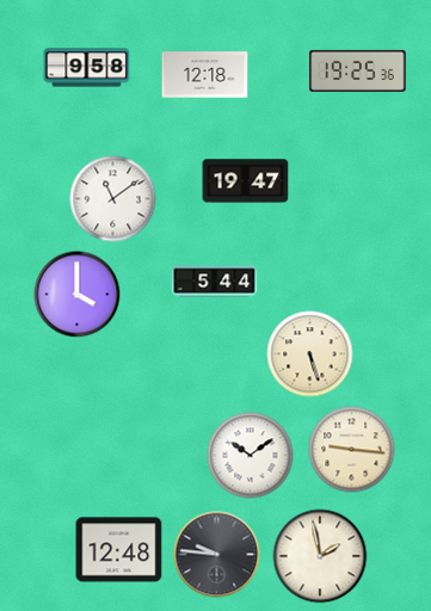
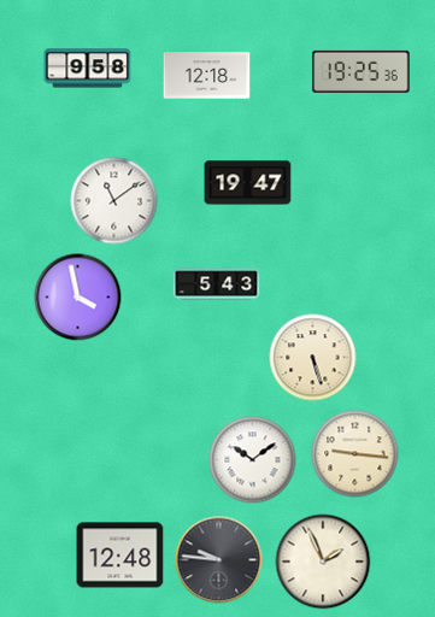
clock at (215, 282): 5:44 -> 5:43
clock at (78, 295): 4:00 -> 3:58
clock at (320, 556): 1:58 -> 1:56
